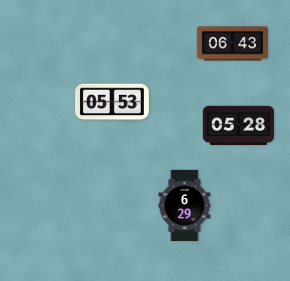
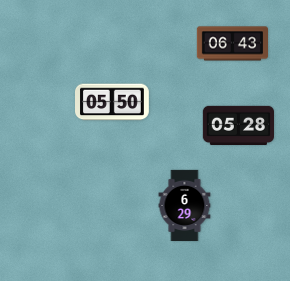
clock at (113, 102): 05:53 -> 05:50
